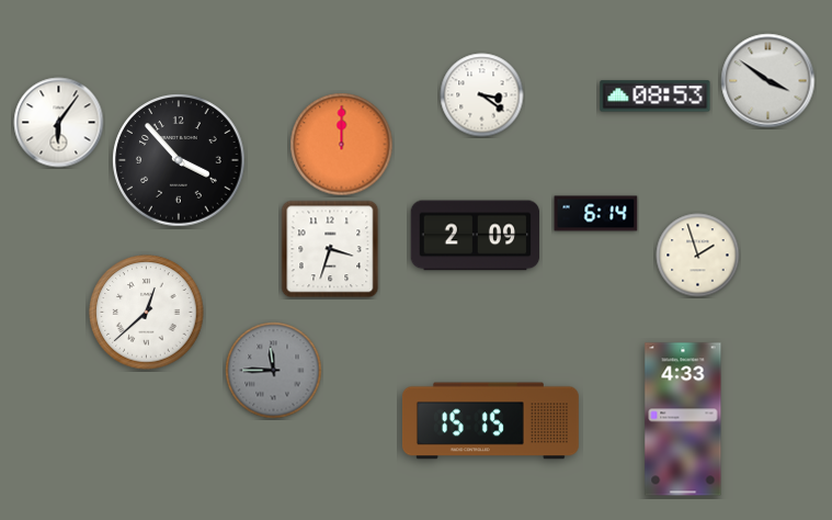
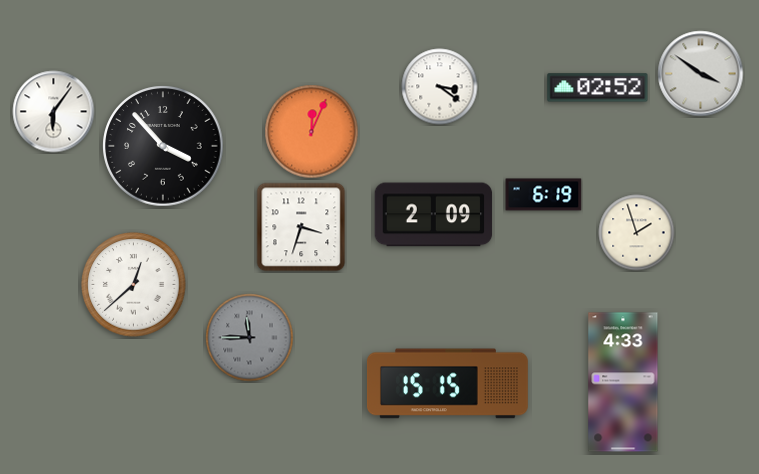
clock at (656, 97): 08:53 -> 02:52
clock at (342, 145): 12:00 -> 12:04
clock at (596, 214): 6:14 -> 6:19
